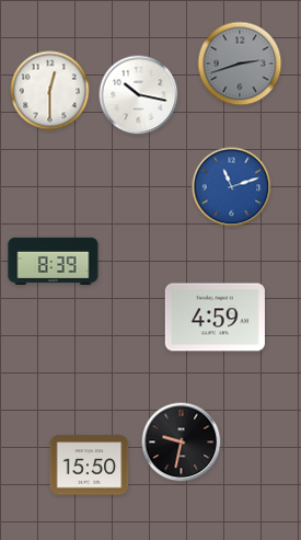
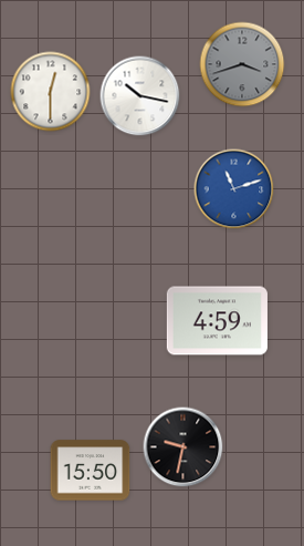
clock at (240, 64): 2:42 -> 3:42
clock at (54, 262): 8:39 -> none
